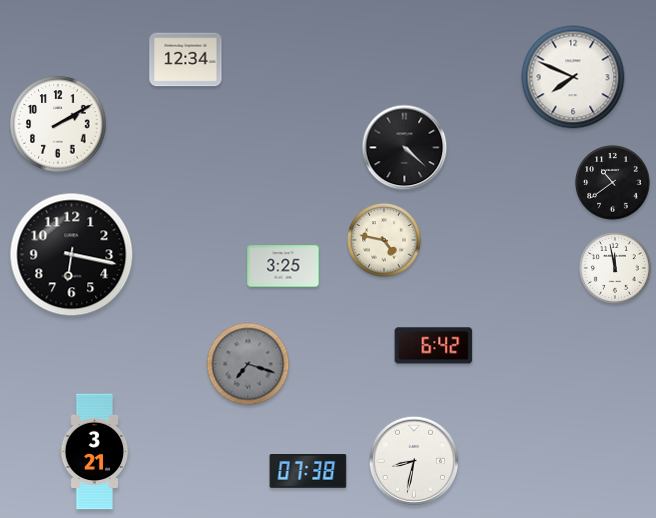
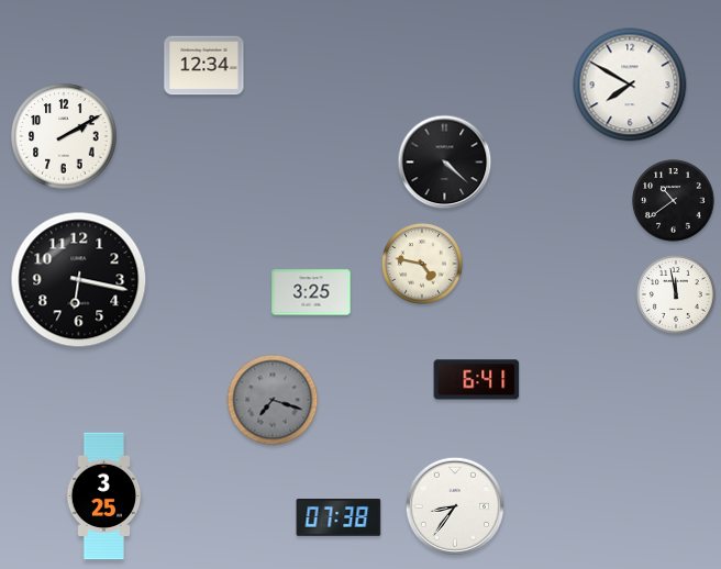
clock at (573, 77): 7:49 -> 7:50
clock at (434, 346): 6:42 -> 6:41
clock at (95, 452): 3:21 -> 3:25
clock at (413, 460): 8:32 -> 8:36
